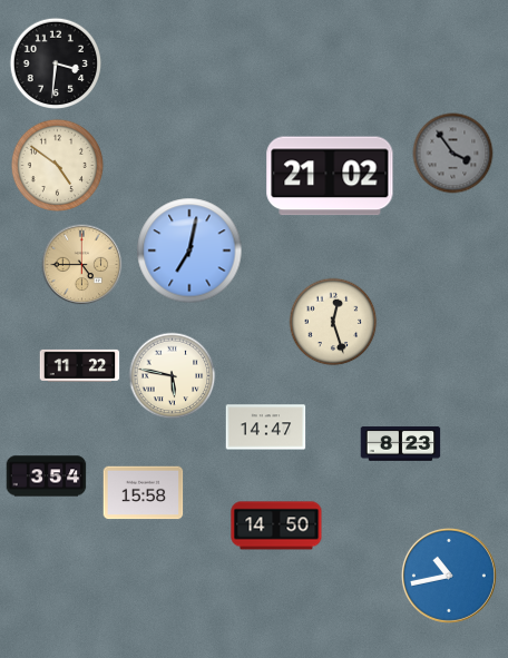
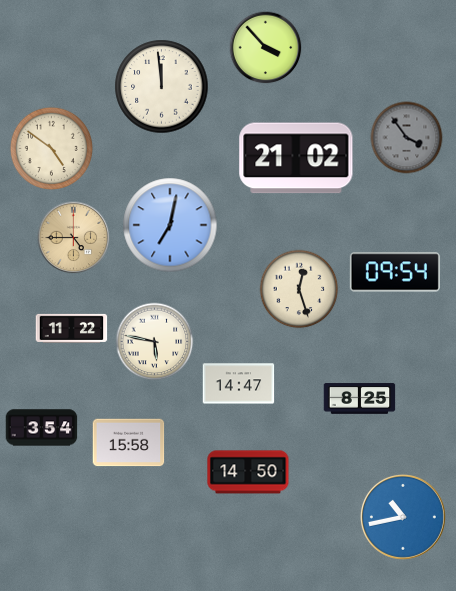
clock at (266, 48): none -> 3:53
clock at (56, 63): 3:31 -> none
clock at (162, 87): none -> 11:59
clock at (395, 272): none -> 09:54
clock at (173, 376) position: (173, 376) -> (155, 342)
clock at (401, 444): 8:23 -> 8:25
